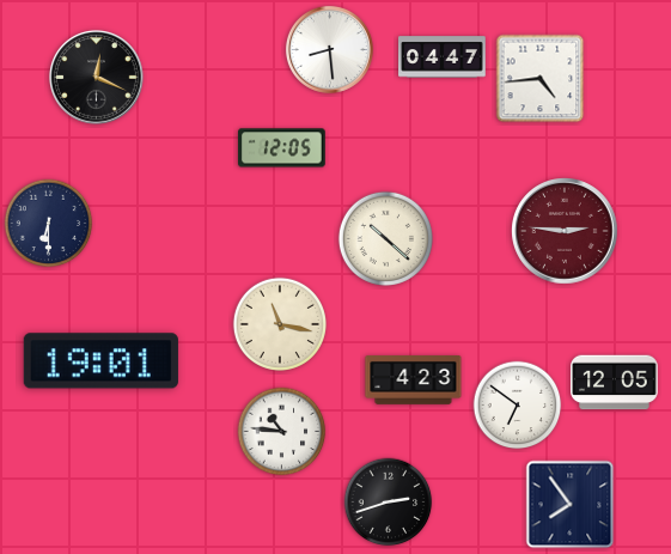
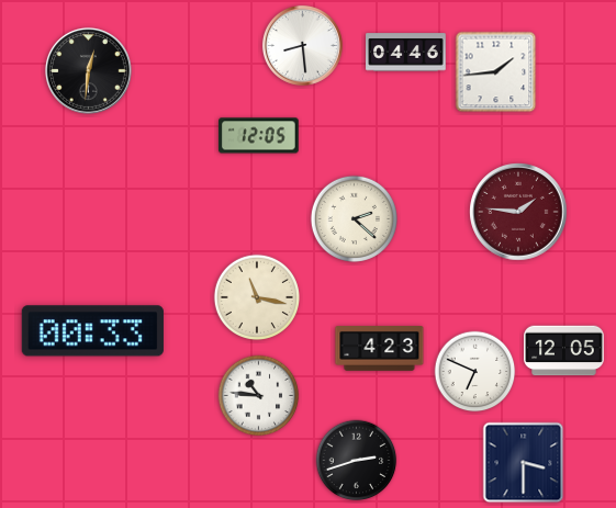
clock at (443, 57): 04:47 -> 04:46
clock at (96, 77): 12:19 -> 12:31
clock at (541, 79): 4:44 -> 1:44
clock at (49, 224): 6:30 -> none
clock at (565, 231): 2:46 -> 1:46
clock at (385, 238): 10:22 -> 2:22
clock at (100, 361): 19:01 -> 00:33
clock at (518, 406): 6:51 -> 6:49
clock at (571, 505): 7:54 -> 3:30
